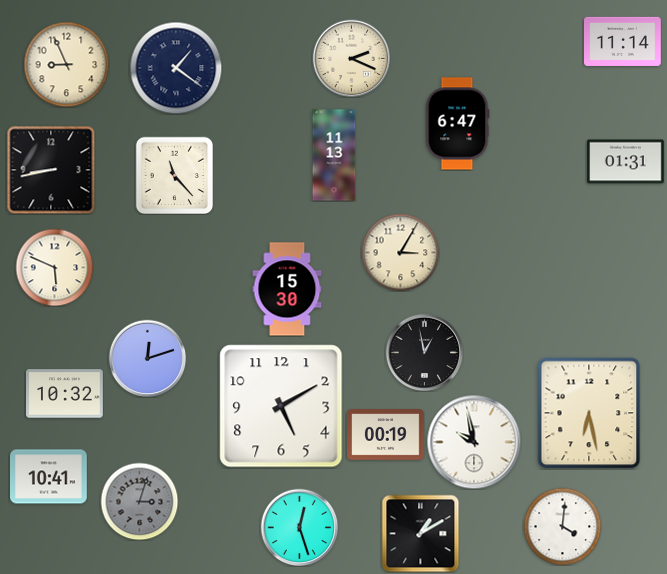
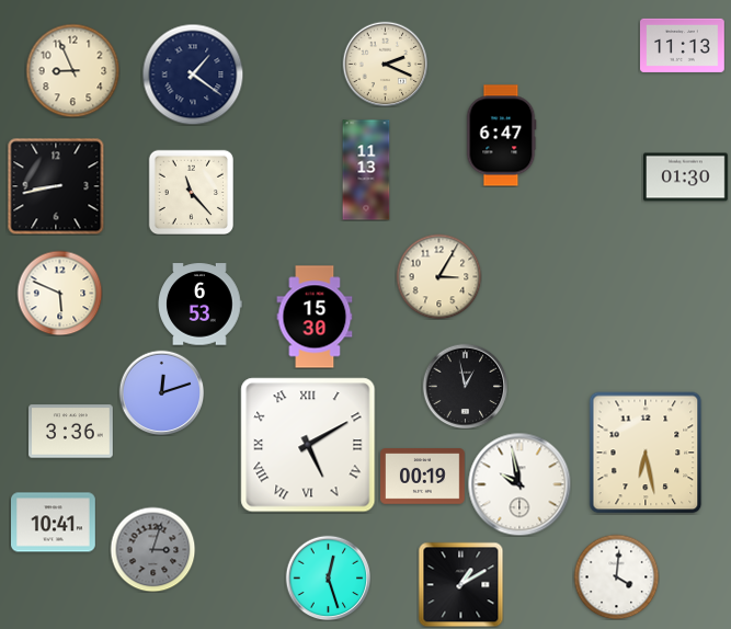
clock at (623, 41): 11:14 -> 11:13
clock at (626, 162): 01:31 -> 01:30
clock at (199, 305): none -> 6:53
clock at (65, 394): 10:32 -> 3:36
clock at (281, 406) numerals: Arabic -> Roman
